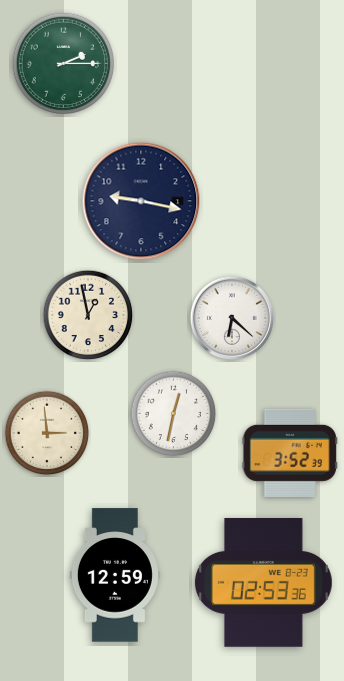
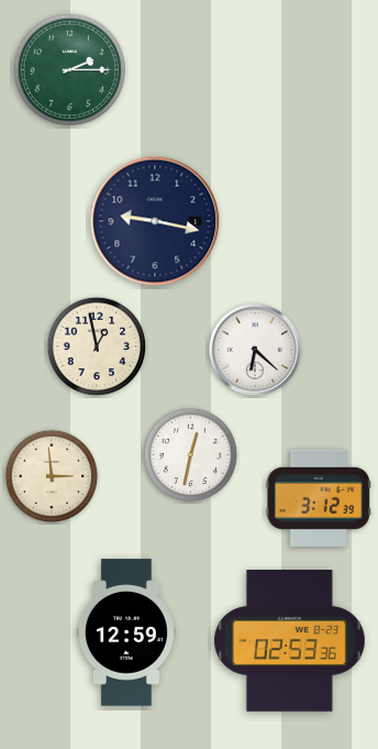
clock at (289, 453): 3:52 -> 3:12
